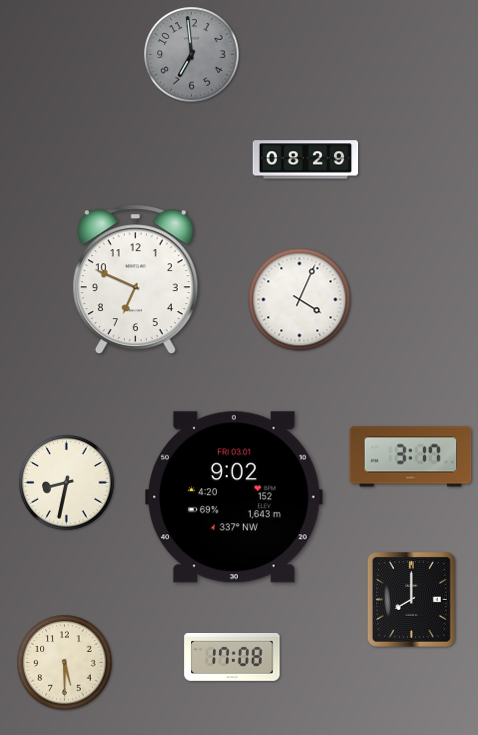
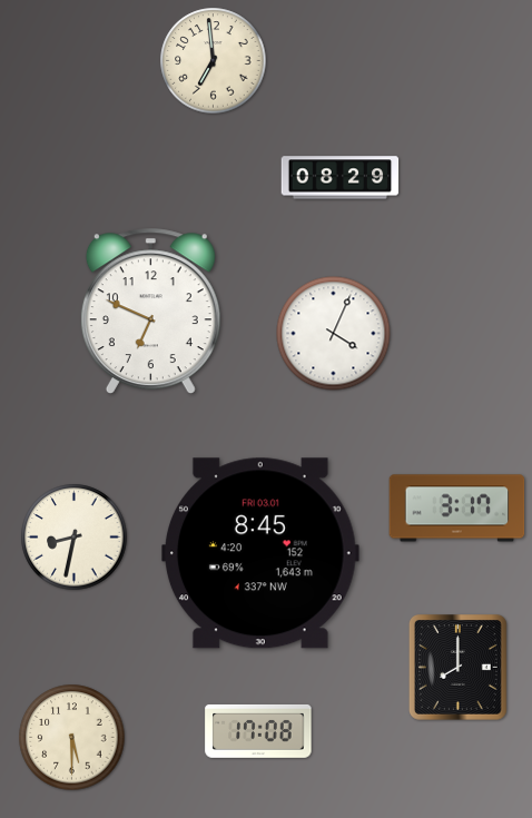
clock at (192, 55) dial: grey -> cream
clock at (234, 497): 9:02 -> 8:45
